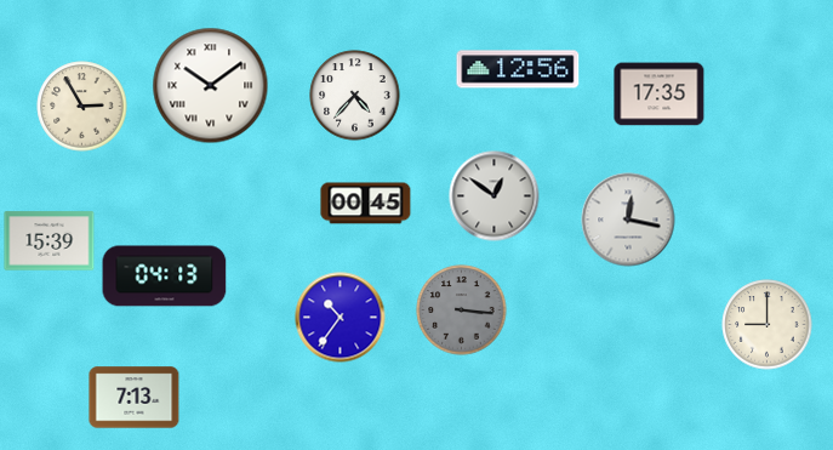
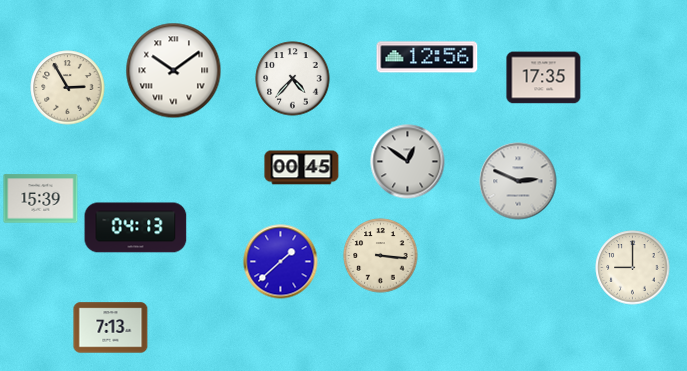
clock at (628, 220): 12:17 -> 2:49
clock at (462, 311) dial: grey -> cream
clock at (341, 318): 10:36 -> 1:38
